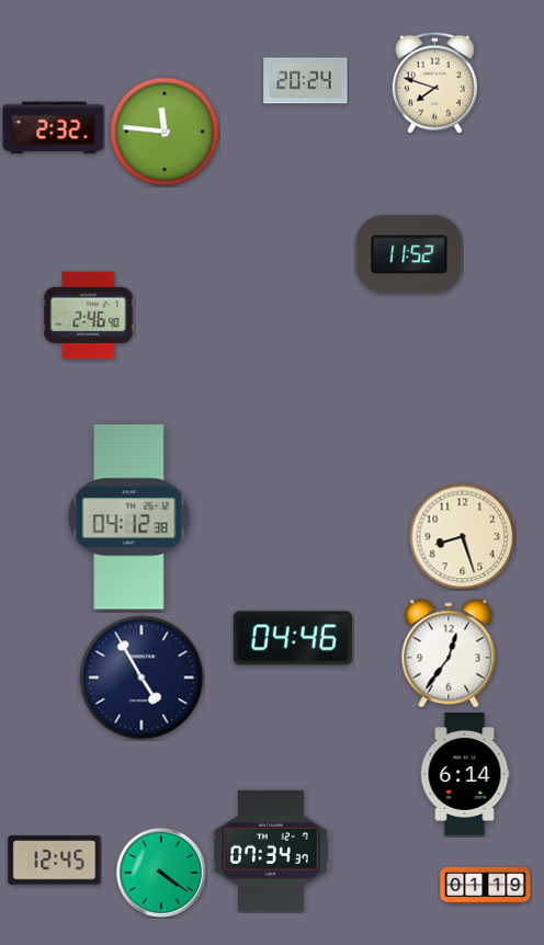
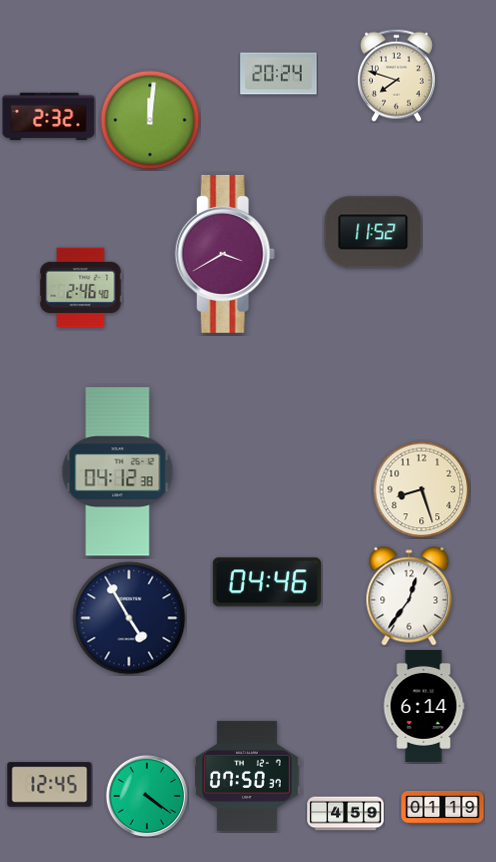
clock at (165, 132): 11:46 -> 12:01
clock at (225, 254): none -> 3:40
clock at (271, 851): 07:34 -> 07:50
clock at (346, 814): none -> 4:59
